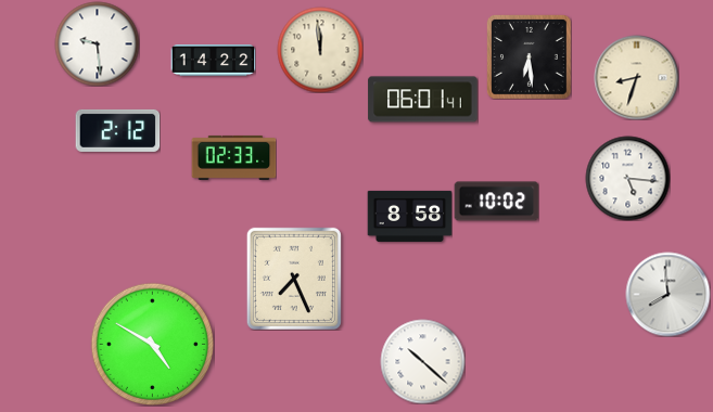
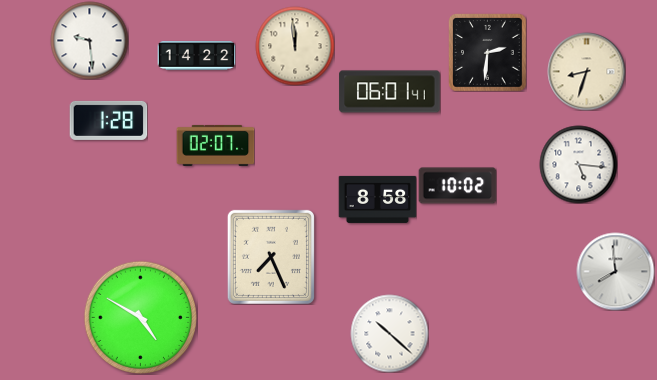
clock at (530, 57): 6:29 -> 2:31
clock at (117, 130): 2:12 -> 1:28
clock at (233, 157): 02:33 -> 02:07
